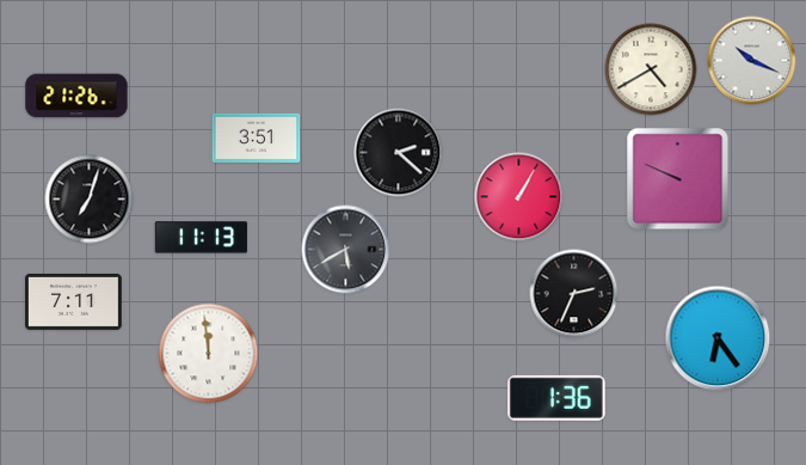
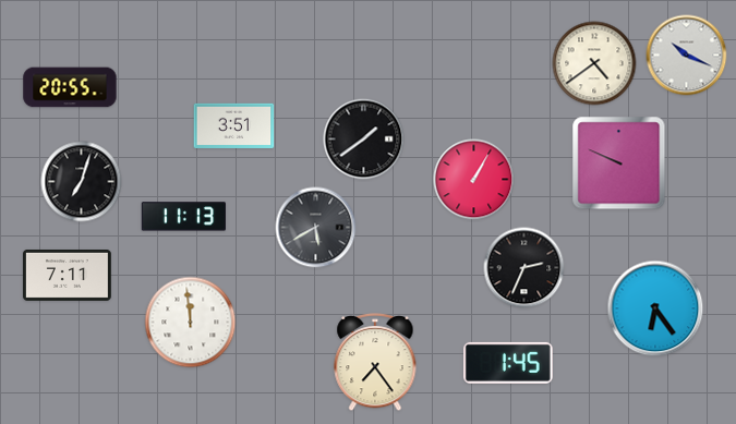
clock at (651, 69): 4:40 -> 4:39
clock at (76, 96): 21:26 -> 20:55
clock at (399, 153): 2:22 -> 1:39
clock at (375, 363): none -> 7:24
clock at (556, 398): 1:36 -> 1:45
